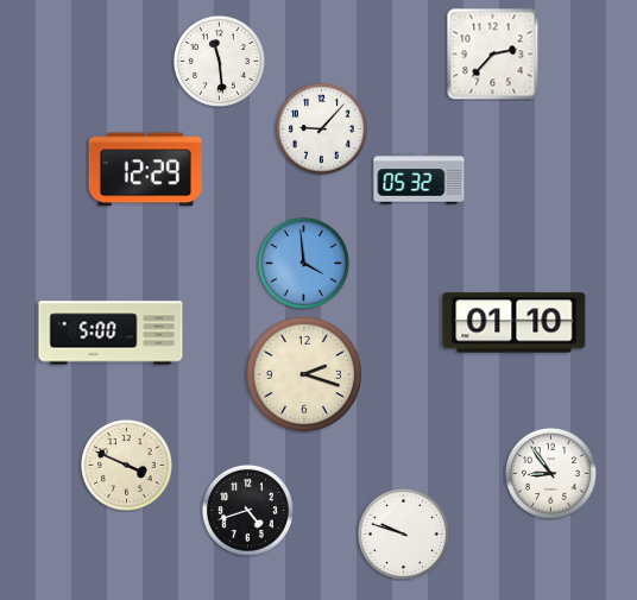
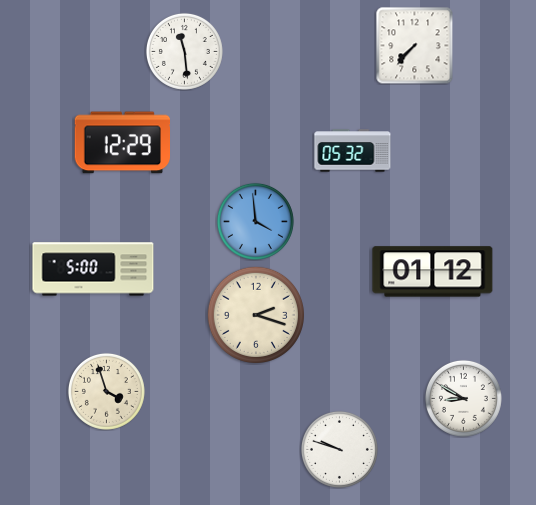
clock at (492, 53): 2:37 -> 7:37
clock at (321, 128): 9:07 -> none
clock at (515, 323): 01:10 -> 01:12
clock at (111, 333) position: (111, 333) -> (93, 269)
clock at (126, 465): 3:49 -> 3:57
clock at (550, 473): 8:54 -> 8:50
clock at (247, 510): 4:42 -> none
